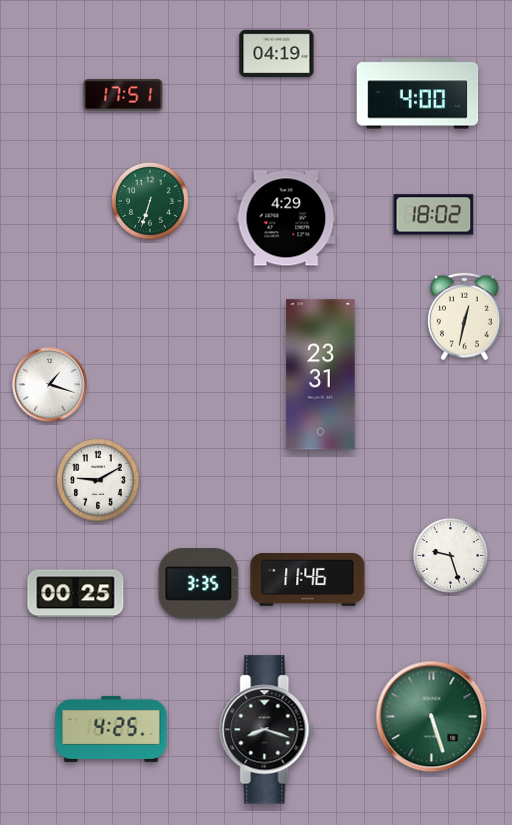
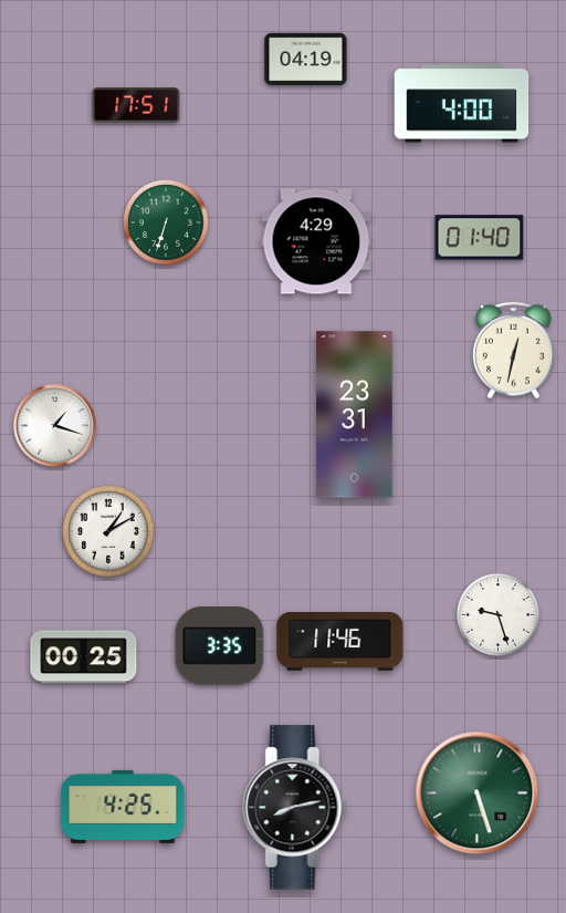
clock at (434, 215): 18:02 -> 01:40
clock at (98, 480): 9:10 -> 1:10
clock at (267, 730): 8:18 -> 8:13
